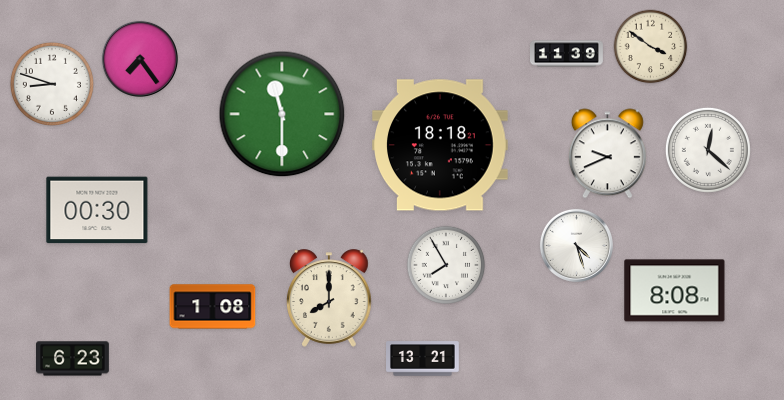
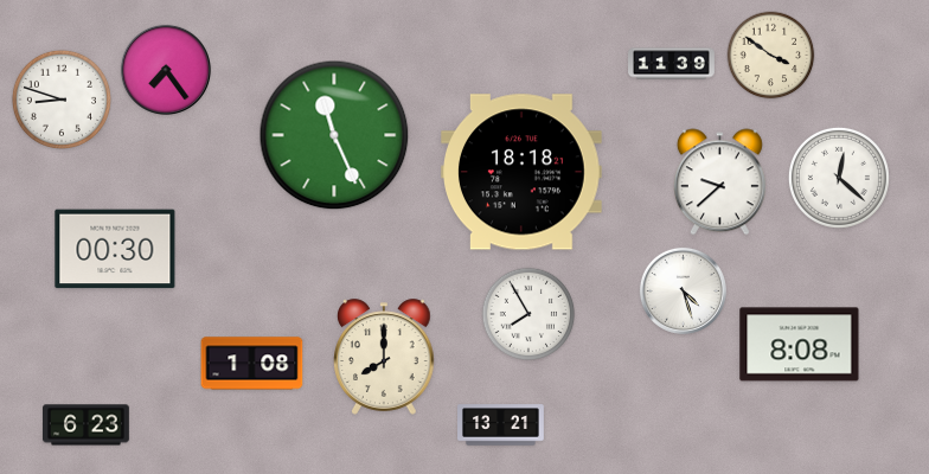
clock at (282, 114): 11:30 -> 11:26
clock at (607, 154): 9:41 -> 9:38
clock at (330, 298) position: (330, 298) -> (385, 357)
